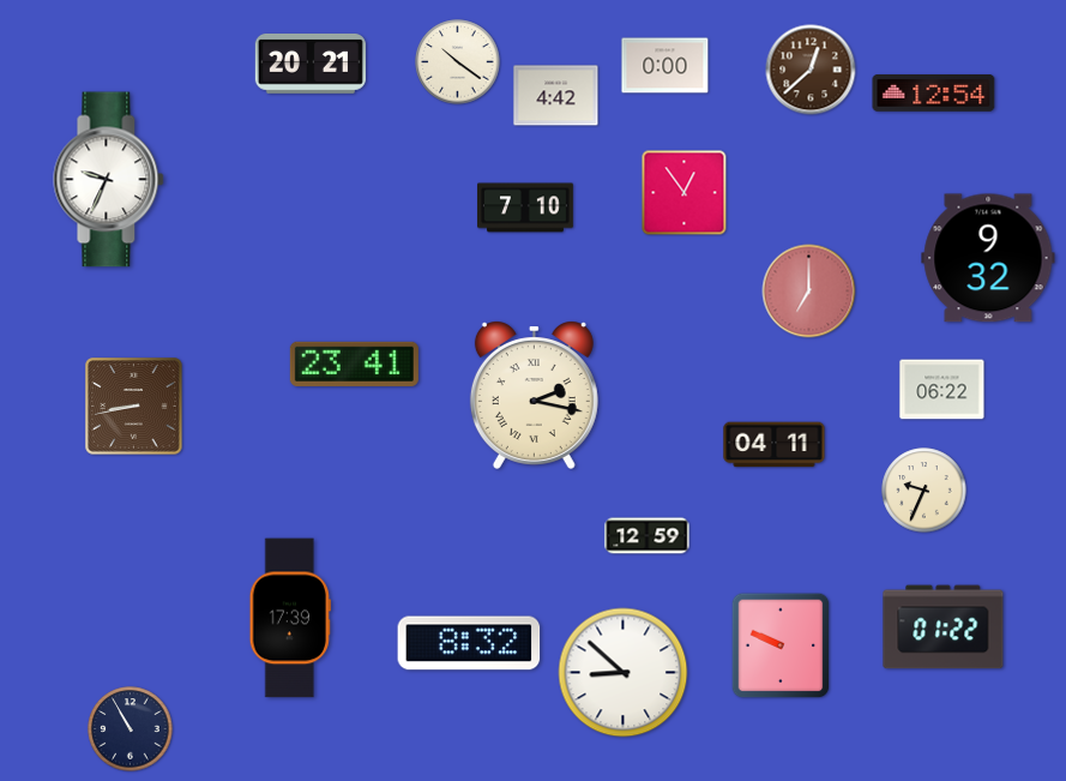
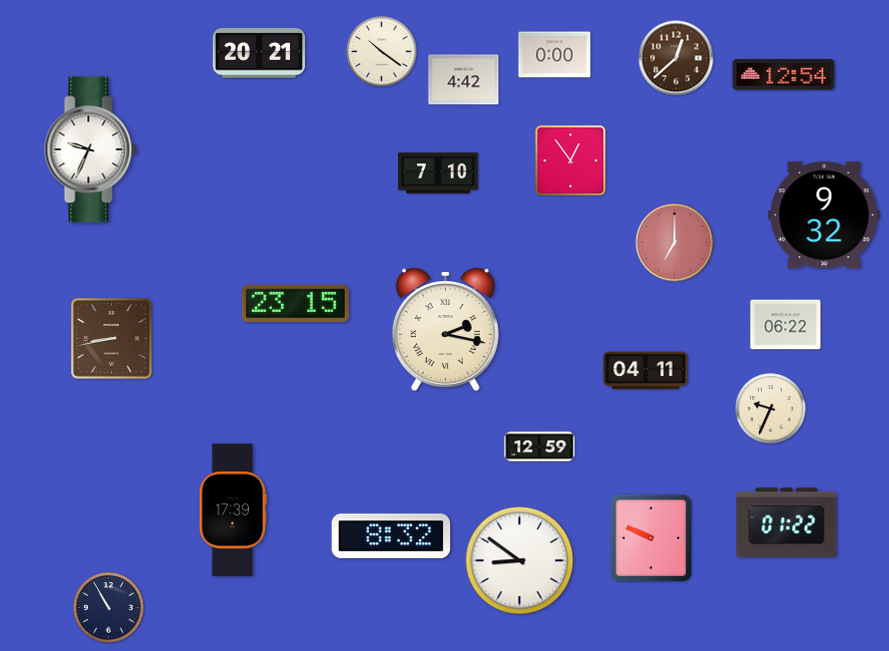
clock at (934, 94) position: (934, 94) -> (784, 75)
clock at (354, 364): 23:41 -> 23:15
clock at (290, 618) position: (290, 618) -> (233, 510)
clock at (624, 673): 8:52 -> 8:51
